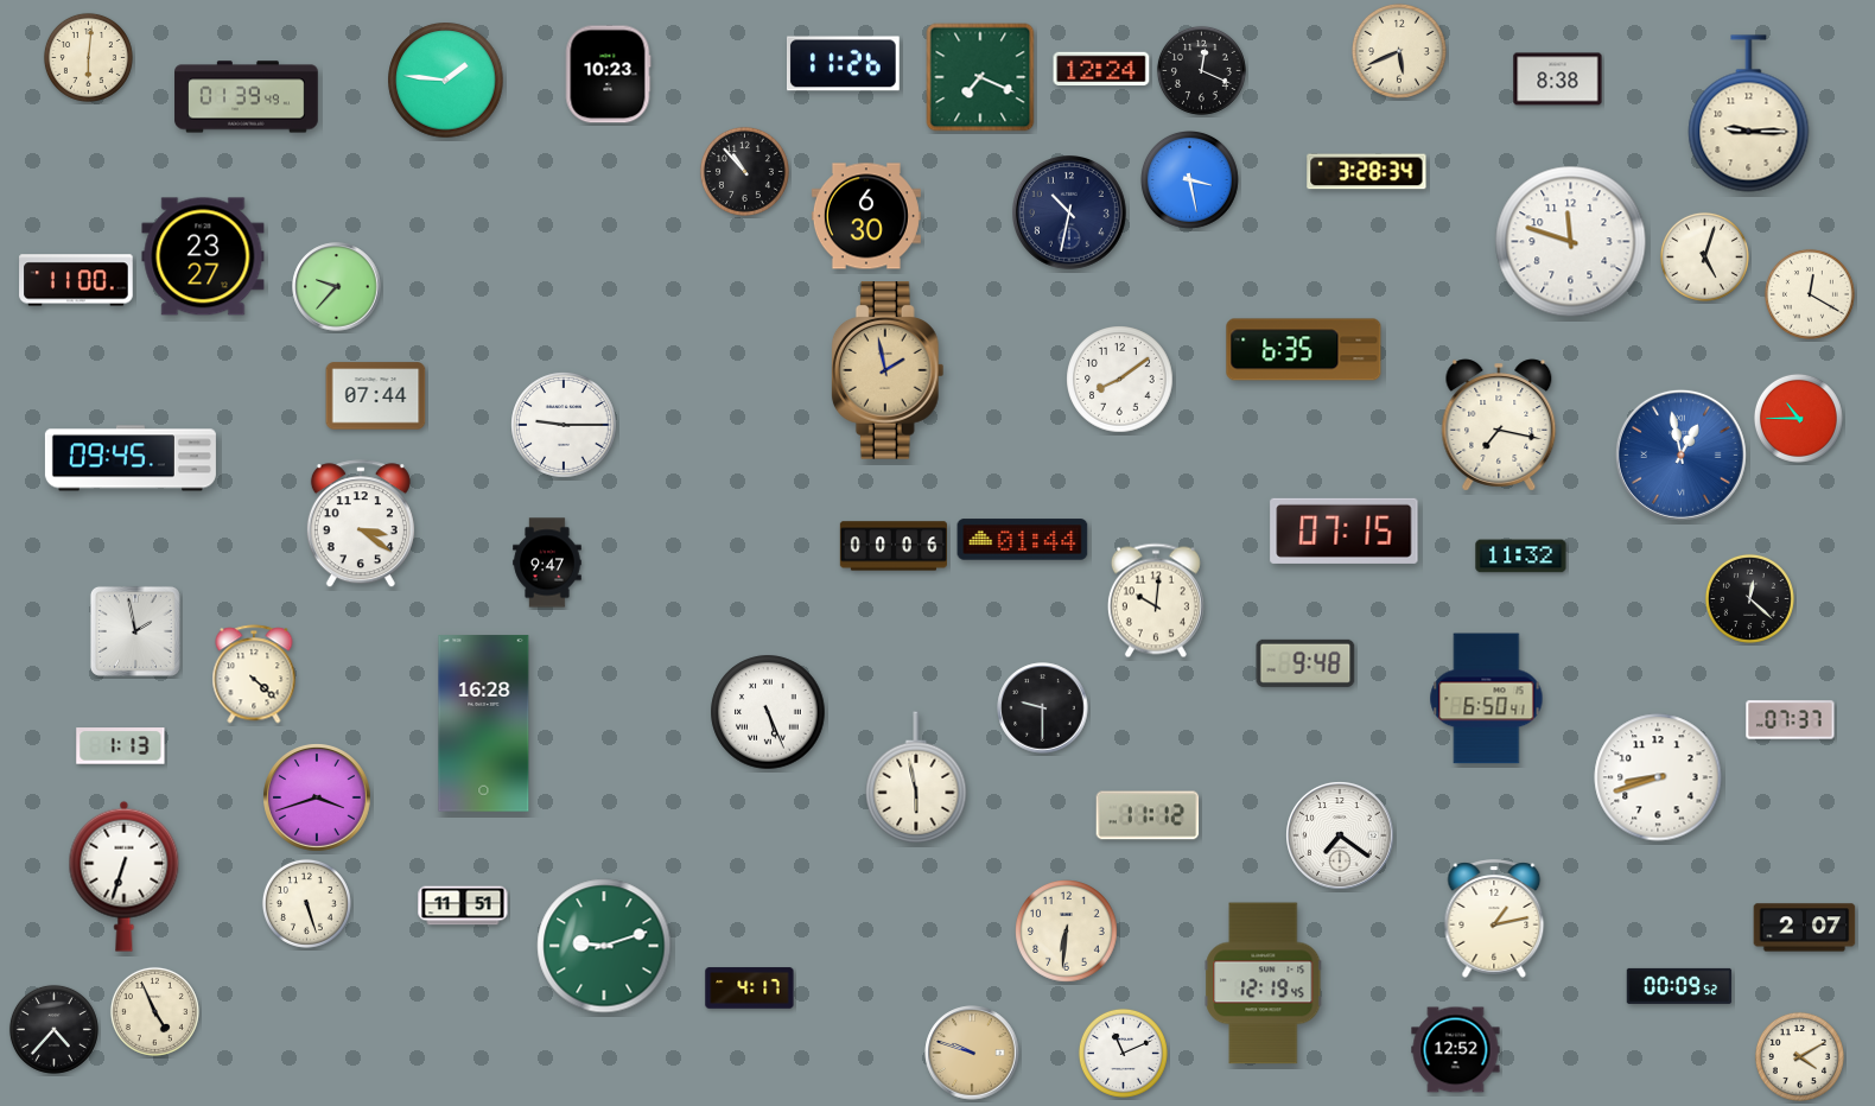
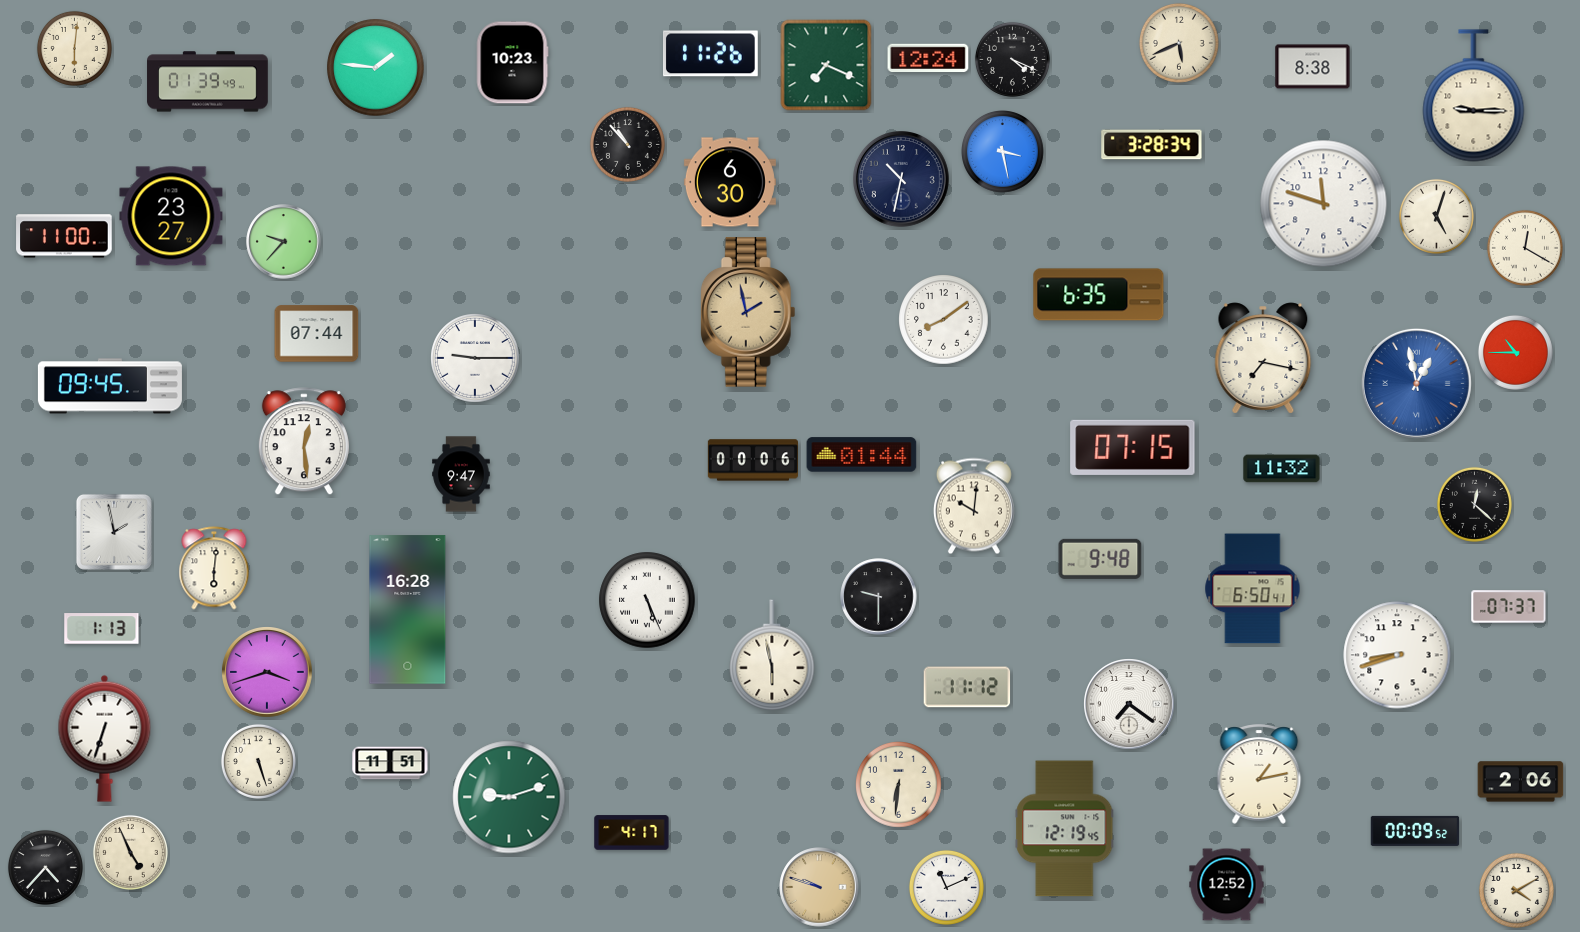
clock at (1201, 70): 12:19 -> 4:19
clock at (361, 525): 3:21 -> 12:29
clock at (254, 674): 4:22 -> 6:01
clock at (1805, 928): 2:07 -> 2:06
